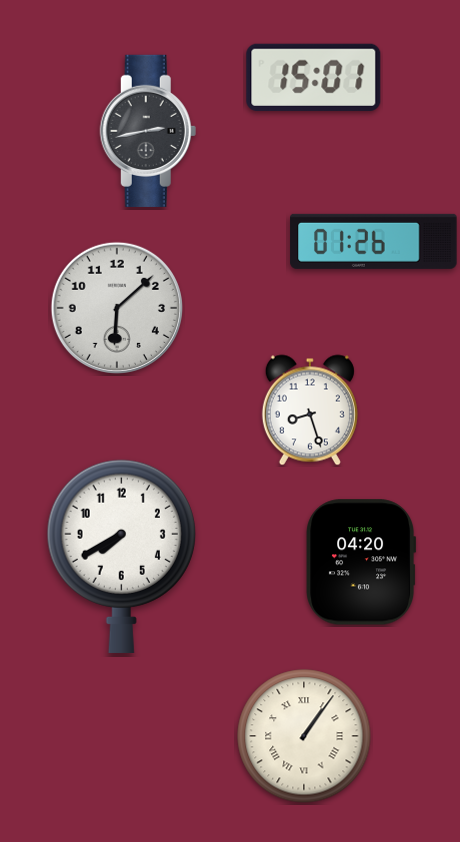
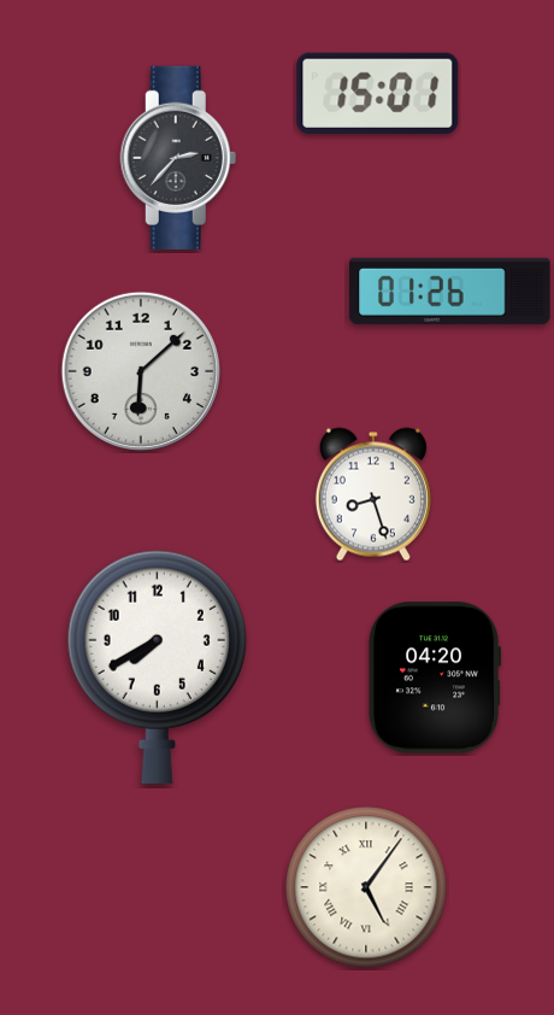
clock at (148, 131): 2:43 -> 2:37
clock at (121, 556) position: (121, 556) -> (157, 667)
clock at (304, 736): 1:06 -> 5:06
